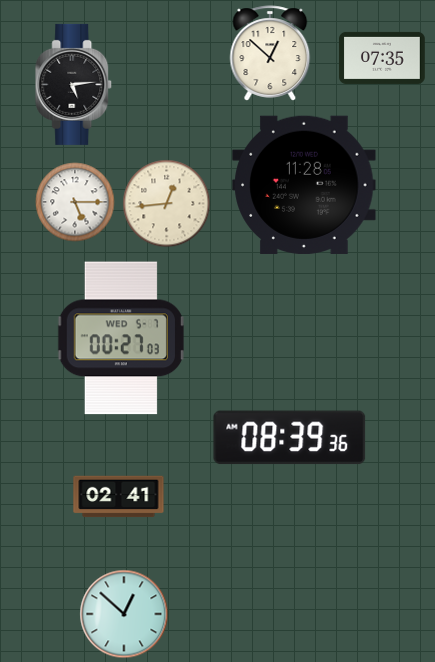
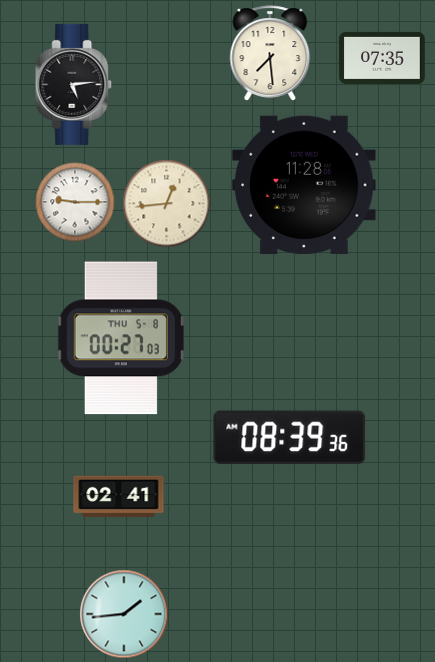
clock at (270, 53): 12:52 -> 7:29
clock at (75, 202): 5:15 -> 9:15
clock at (121, 338) date: WED 5-7 -> THU 5-8
clock at (124, 614): 12:52 -> 1:44
